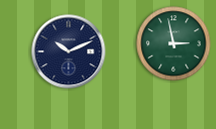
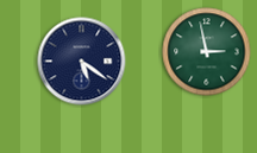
clock at (69, 52): 10:11 -> 5:21
